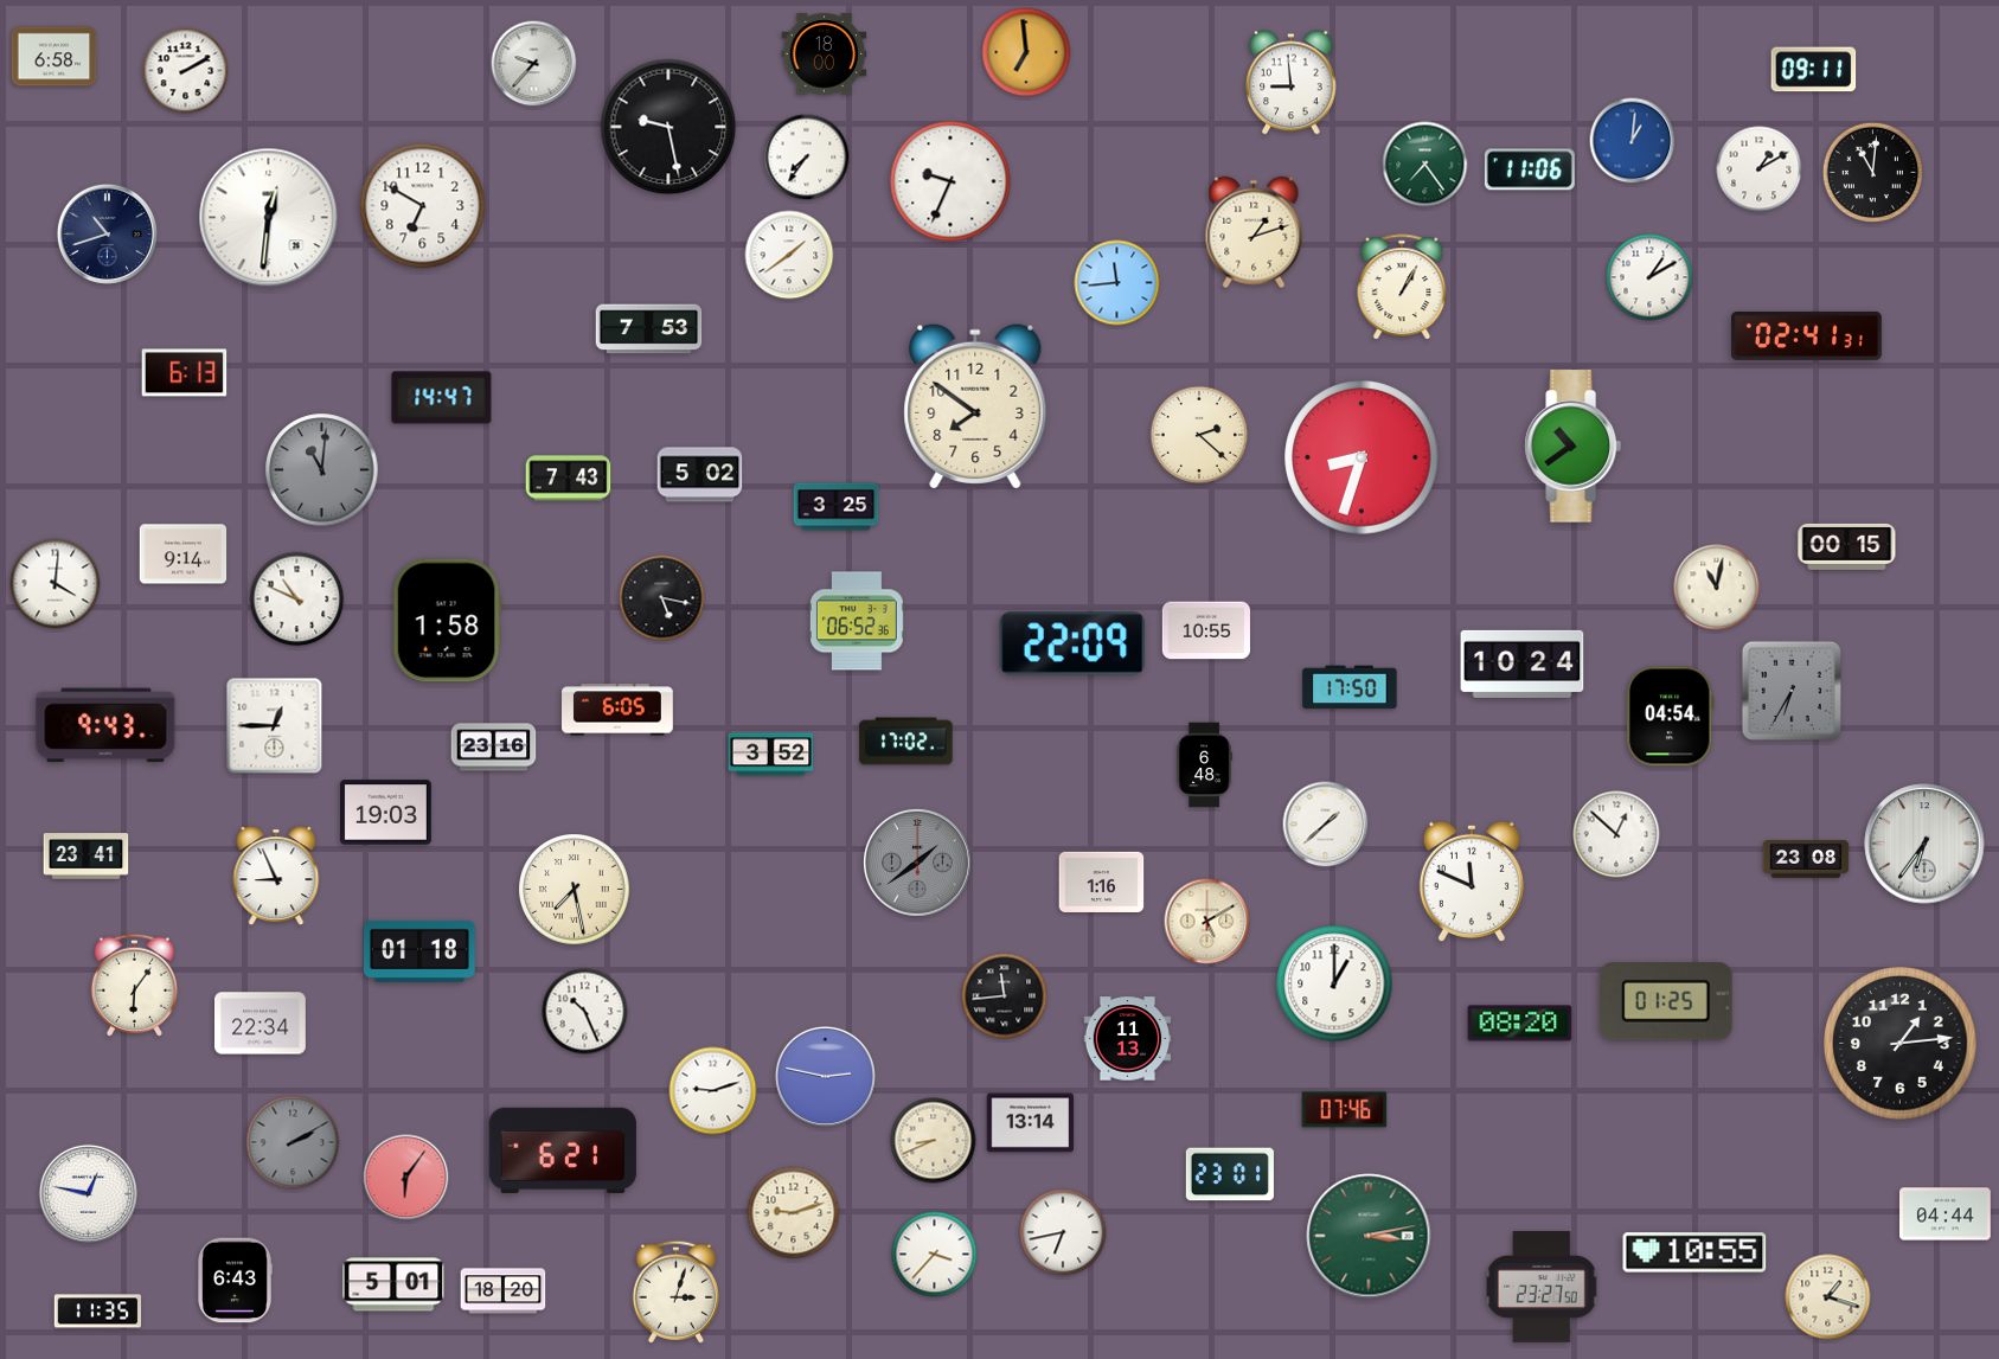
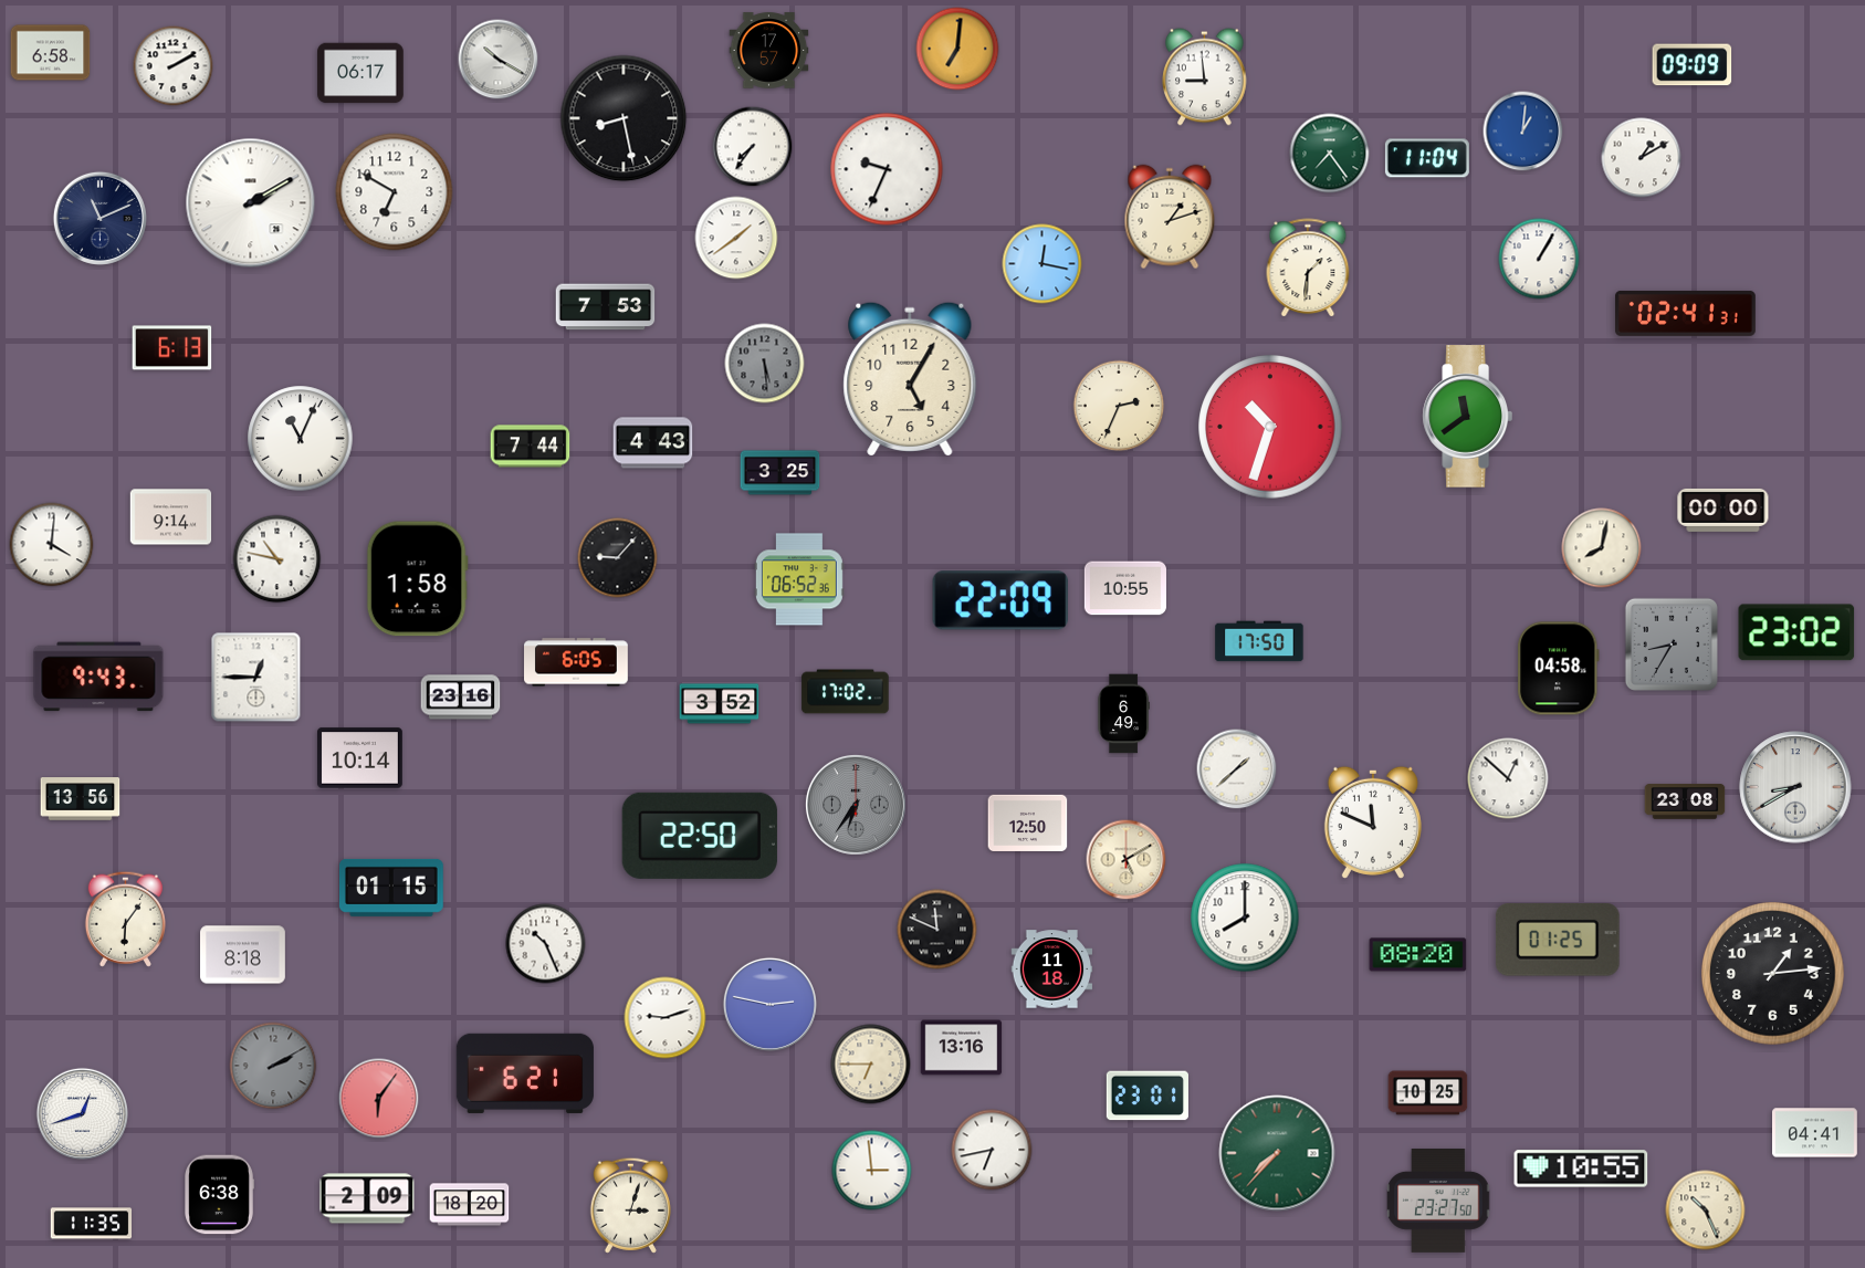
clock at (1026, 52): 6:59 -> 7:01
clock at (825, 55): 18:00 -> 17:57
clock at (534, 64): 9:37 -> 10:20
clock at (1814, 70): 09:11 -> 09:09
clock at (360, 73): none -> 06:17
clock at (668, 127): 9:28 -> 8:28
clock at (1530, 169): 11:06 -> 11:04
clock at (1872, 172): 11:01 -> none
clock at (269, 218): 12:31 -> 2:10
clock at (107, 233): 10:42 -> 11:11
clock at (1649, 277): 1:10 -> 1:05
clock at (1117, 283): 11:44 -> 12:17
clock at (1402, 288): 1:05 -> 1:31
clock at (765, 364): none -> 5:29
clock at (442, 398): 14:47 -> none
clock at (975, 406): 7:51 -> 5:05
clock at (1199, 435): 2:22 -> 2:34
clock at (1572, 447): 10:39 -> 11:39
clock at (1362, 457): 8:33 -> 10:33
clock at (322, 470): 11:01 -> 11:04
clock at (322, 470) dial: grey -> white
clock at (700, 475): 5:02 -> 4:43
clock at (569, 479): 7:43 -> 7:44
clock at (1847, 546): 00:15 -> 00:00
clock at (1717, 588): 11:02 -> 8:02
clock at (662, 598): 5:17 -> 9:07
clock at (297, 600): 10:49 -> 10:47
clock at (1523, 664): 10:24 -> none
clock at (1796, 632): none -> 23:02
clock at (1792, 691): 6:35 -> 8:35
clock at (1671, 717): 04:54 -> 04:58
clock at (1204, 765): 6:48 -> 6:49
clock at (386, 813): 19:03 -> 10:14
clock at (1924, 844): 6:36 -> 8:40
clock at (87, 857): 23:41 -> 13:56
clock at (917, 863): 1:39 -> 6:36
clock at (276, 876): 8:56 -> none
clock at (1102, 882): 1:16 -> 12:50
clock at (575, 890): 7:28 -> none
clock at (700, 836): none -> 22:50
clock at (419, 951): 01:18 -> 01:15
clock at (1334, 983): 1:00 -> 8:00
clock at (1005, 996): 11:44 -> 11:49
clock at (1666, 1002) position: (1666, 1002) -> (1558, 941)
clock at (261, 1024): 22:34 -> 8:18
clock at (1128, 1039): 11:13 -> 11:18
clock at (1345, 1110): 07:46 -> none
clock at (1031, 1123): 13:14 -> 13:16
clock at (934, 1141): 8:41 -> 6:45
clock at (1428, 1093): none -> 10:25
clock at (88, 1193): 12:47 -> 12:42
clock at (794, 1213): 9:12 -> none
clock at (1946, 1214): 04:44 -> 04:41
clock at (1369, 1236): 3:13 -> 7:37
clock at (935, 1255): 3:37 -> 2:59
clock at (235, 1281): 6:43 -> 6:38
clock at (393, 1284): 5:01 -> 2:09
clock at (1828, 1297): 1:18 -> 10:26
